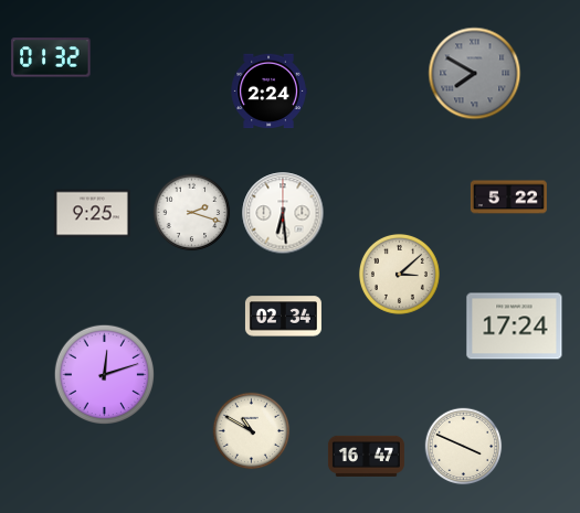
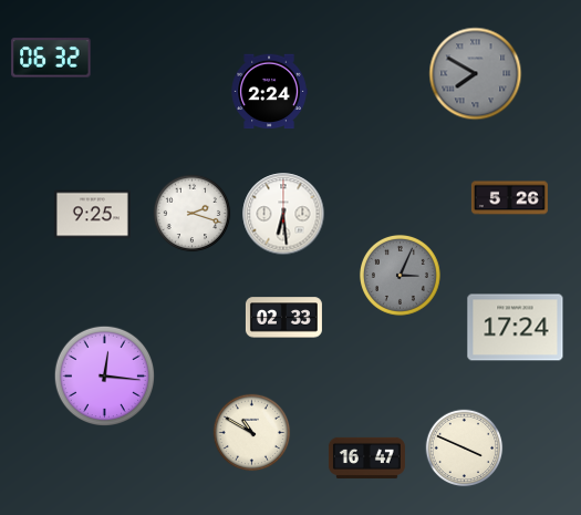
clock at (51, 57): 01:32 -> 06:32
clock at (508, 197): 5:22 -> 5:26
clock at (399, 274): 3:08 -> 3:04
clock at (399, 274) dial: cream -> grey
clock at (283, 317): 02:34 -> 02:33
clock at (105, 375): 12:12 -> 12:16
